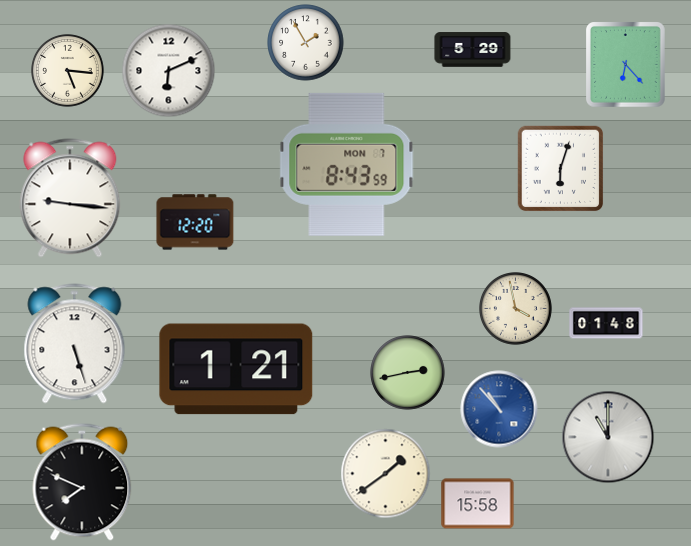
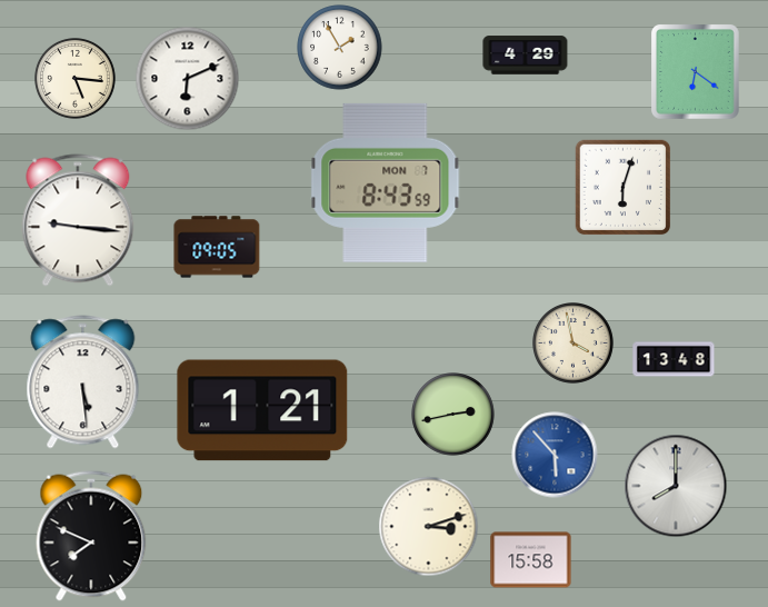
clock at (473, 50): 5:29 -> 4:29
clock at (626, 65): 6:23 -> 6:21
clock at (195, 222): 12:20 -> 09:05
clock at (606, 323): 01:48 -> 13:48
clock at (75, 344): 5:27 -> 5:29
clock at (499, 409): 10:53 -> 5:53
clock at (608, 437): 11:00 -> 8:00
clock at (386, 474): 1:39 -> 3:12
